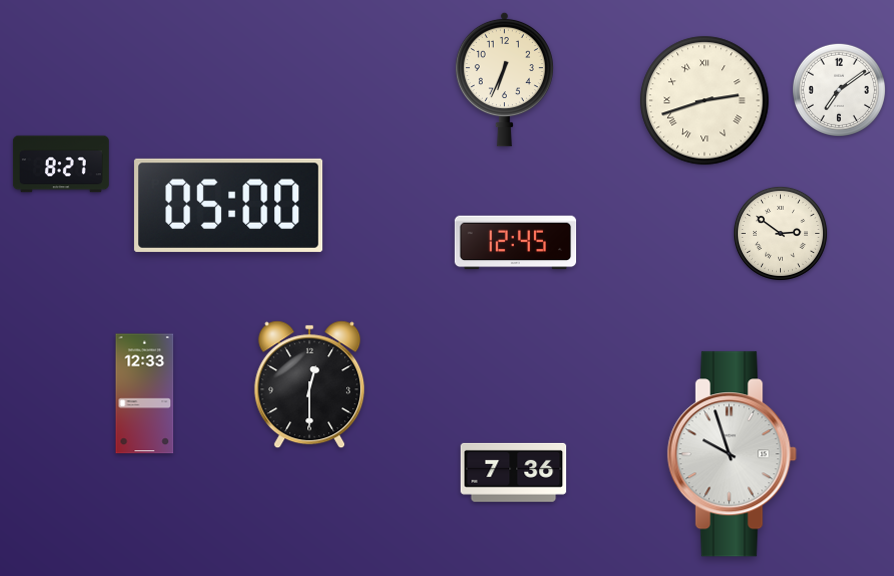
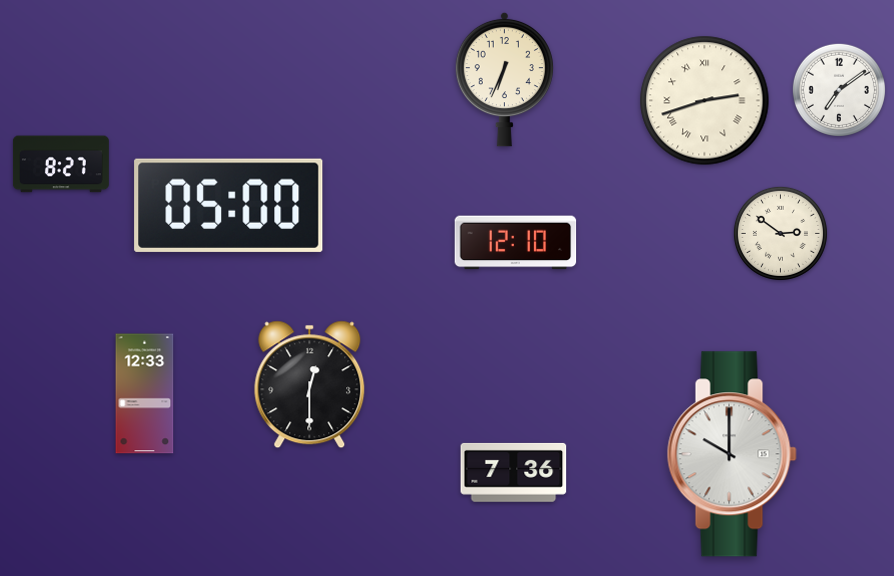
clock at (516, 243): 12:45 -> 12:10
clock at (732, 454): 9:57 -> 10:00
